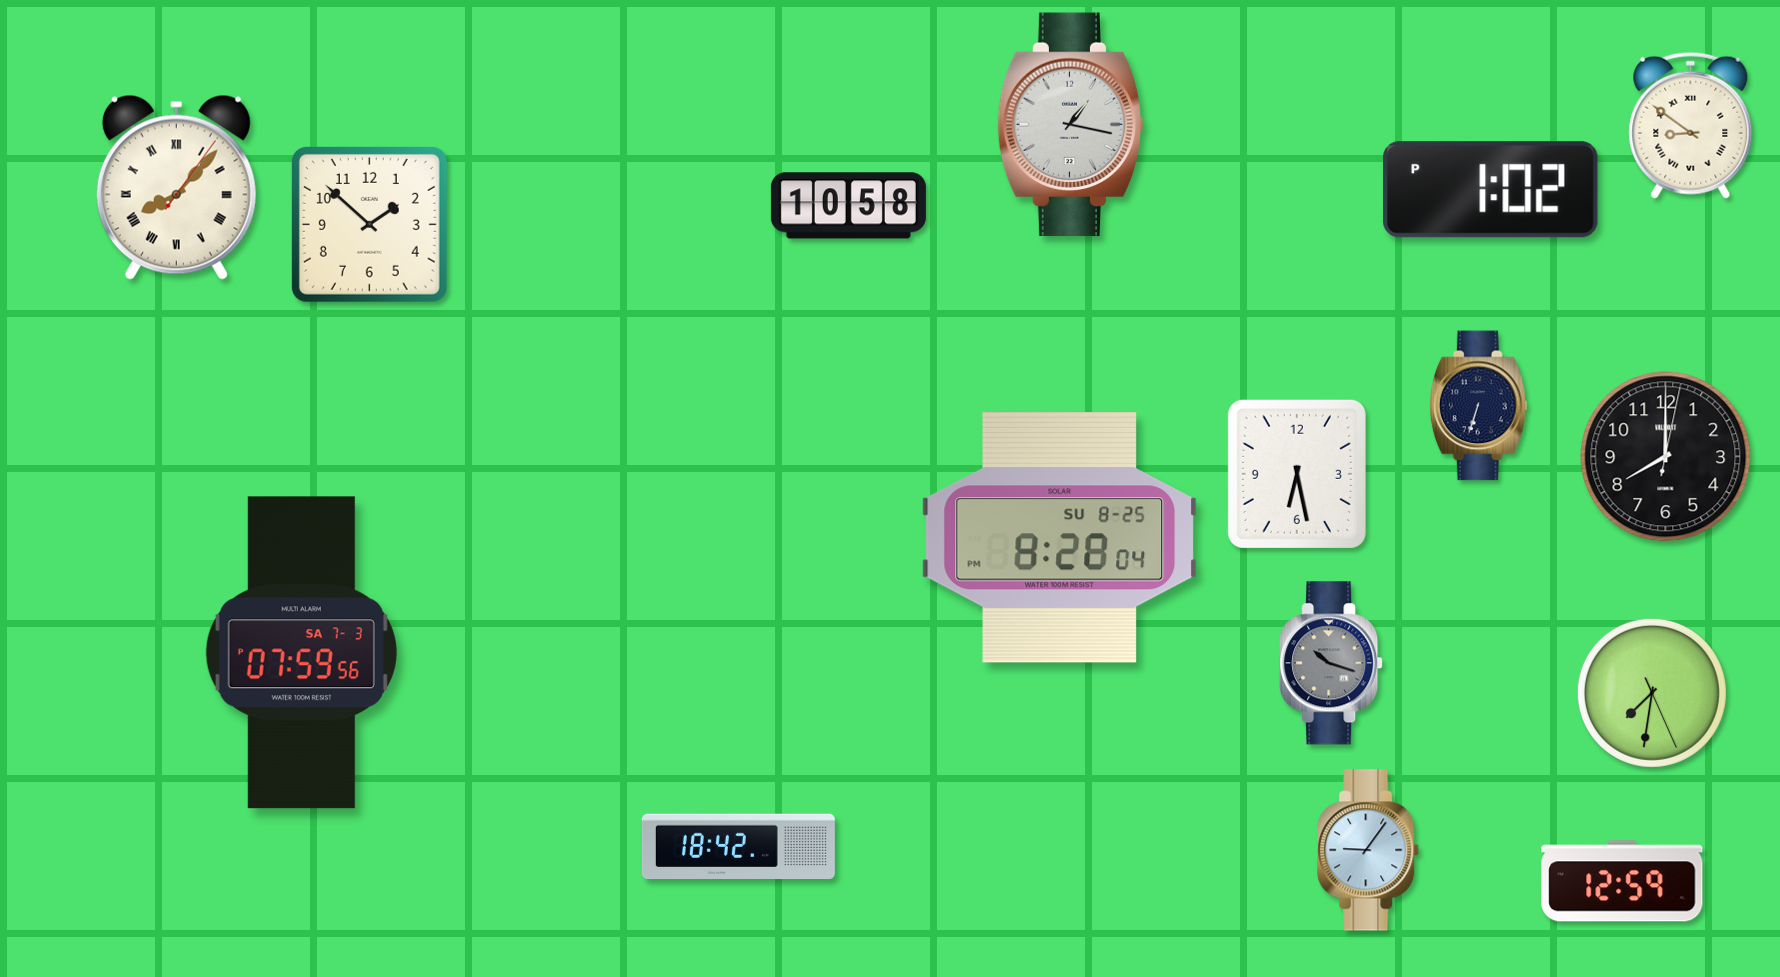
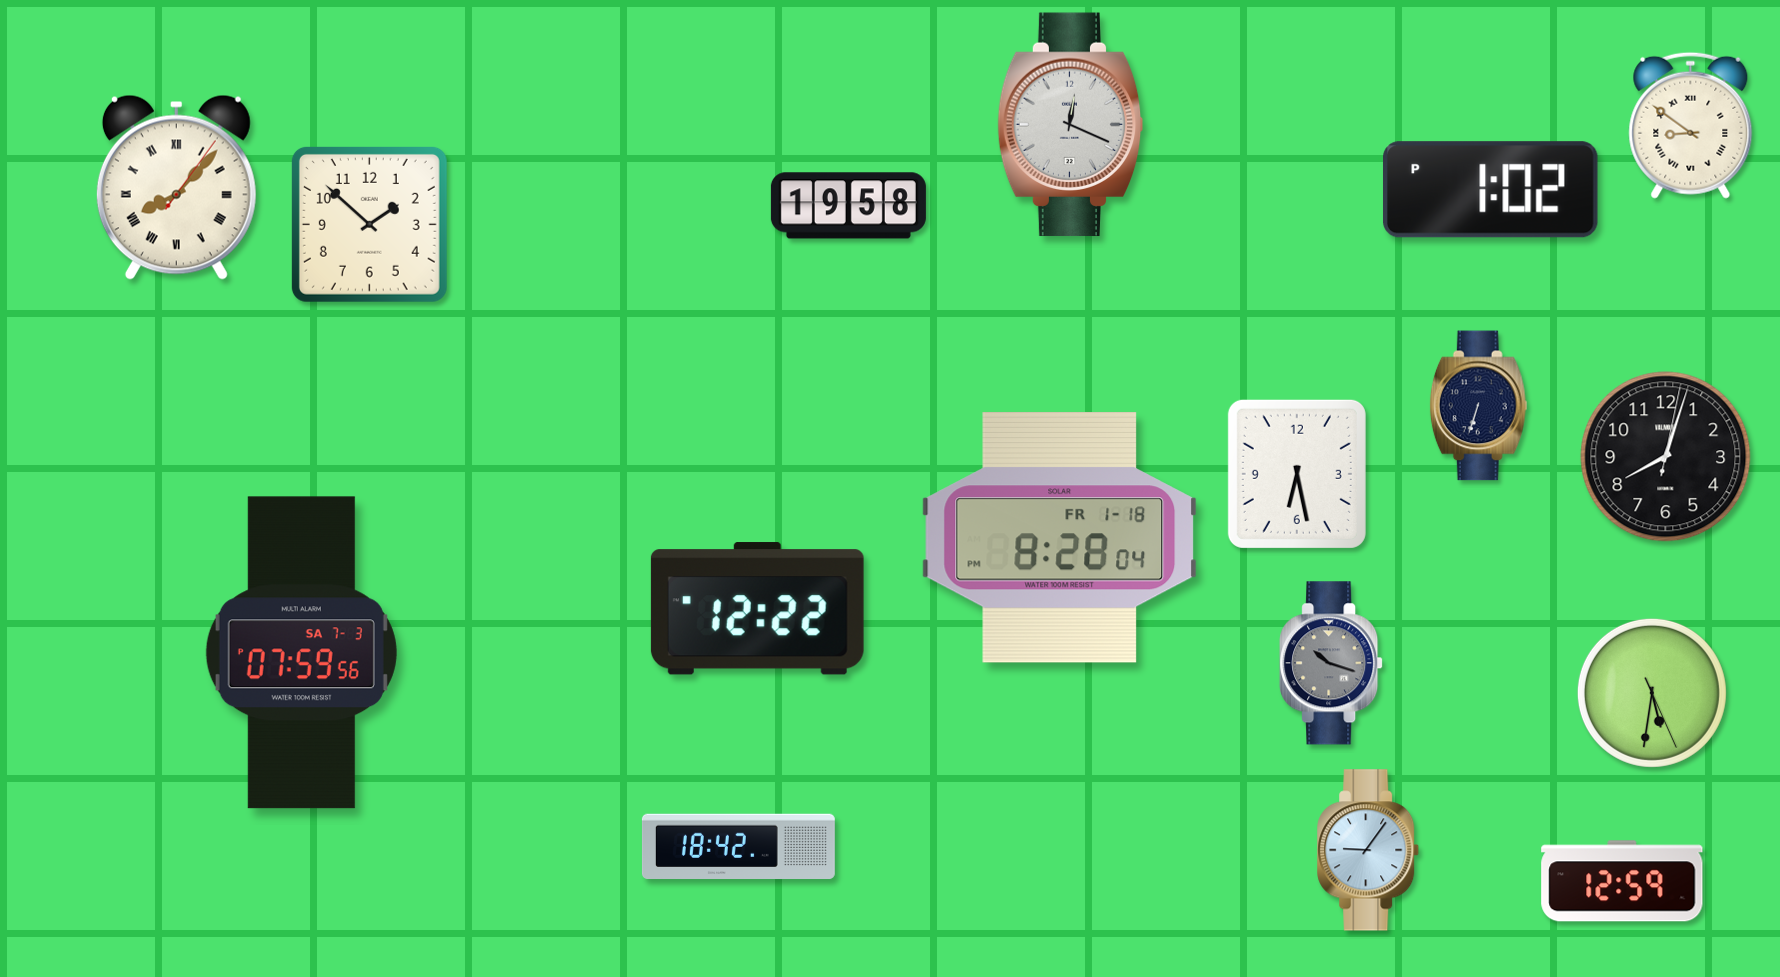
clock at (1071, 125): 1:17 -> 12:19
clock at (848, 206): 10:58 -> 19:58
clock at (1666, 457): 8:00 -> 8:03
clock at (1060, 538) date: SU 8-25 -> FR 1-18
clock at (757, 609): none -> 12:22
clock at (1652, 693): 7:31 -> 5:31
